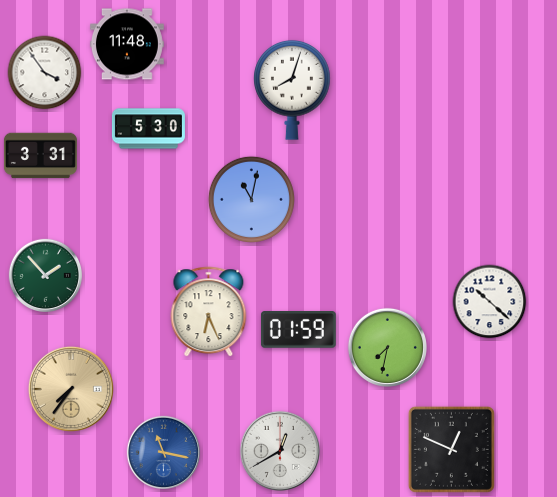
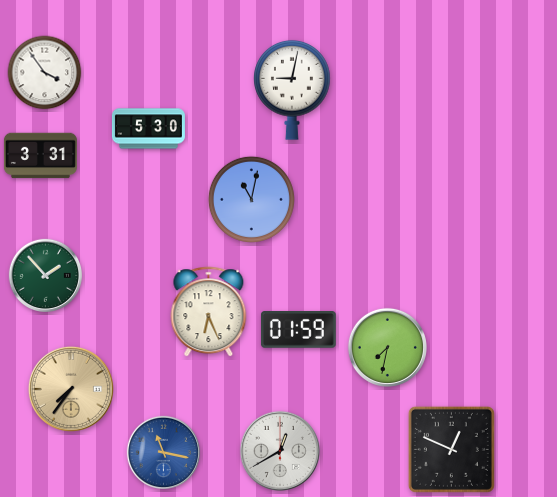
clock at (127, 44): 11:48 -> none
clock at (292, 90): 8:03 -> 9:02
clock at (490, 302): 10:22 -> none
